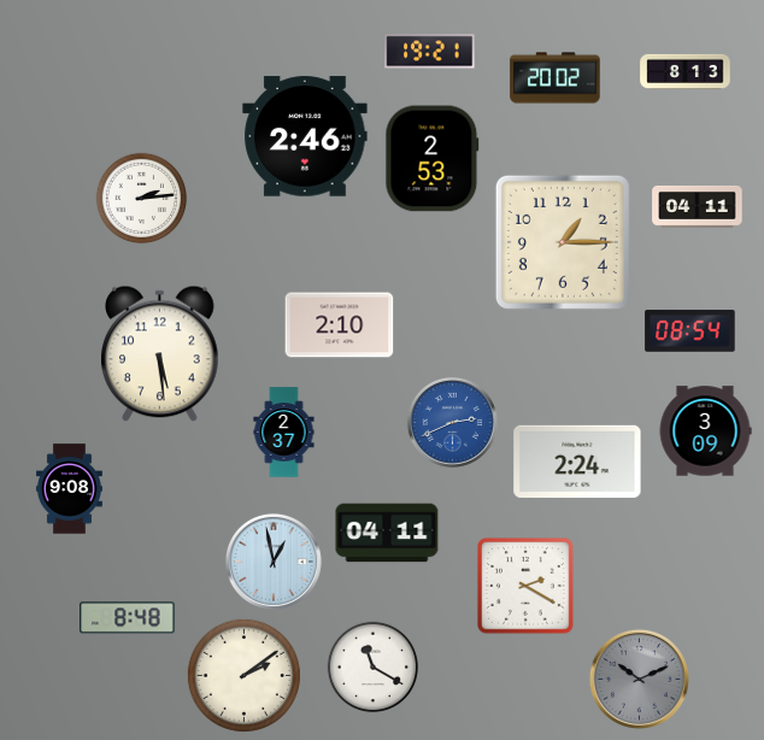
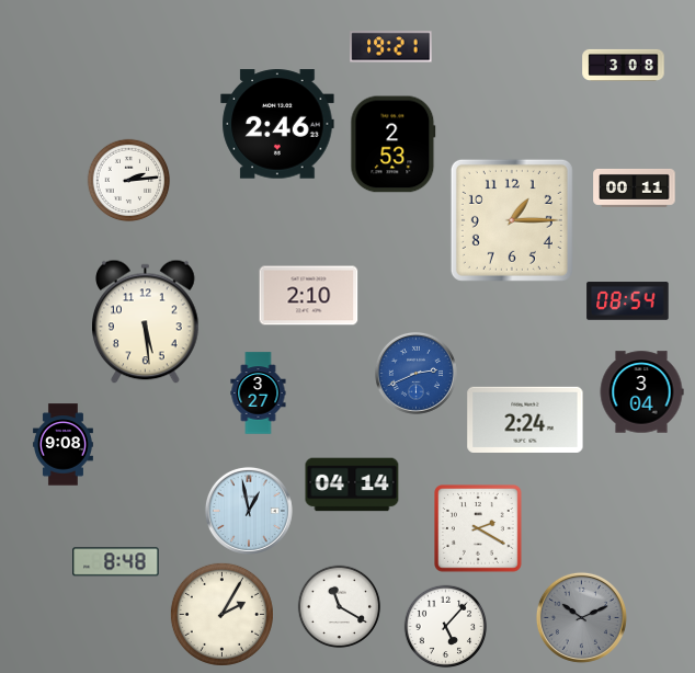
clock at (686, 71): 8:13 -> 3:08
clock at (556, 78): 20:02 -> none
clock at (698, 206): 04:11 -> 00:11
clock at (452, 422) position: (452, 422) -> (415, 373)
clock at (705, 431): 3:09 -> 3:04
clock at (284, 433): 2:37 -> 3:27
clock at (387, 533): 04:11 -> 04:14
clock at (527, 587) position: (527, 587) -> (479, 529)
clock at (243, 675): 2:09 -> 2:05
clock at (446, 627): none -> 5:07
